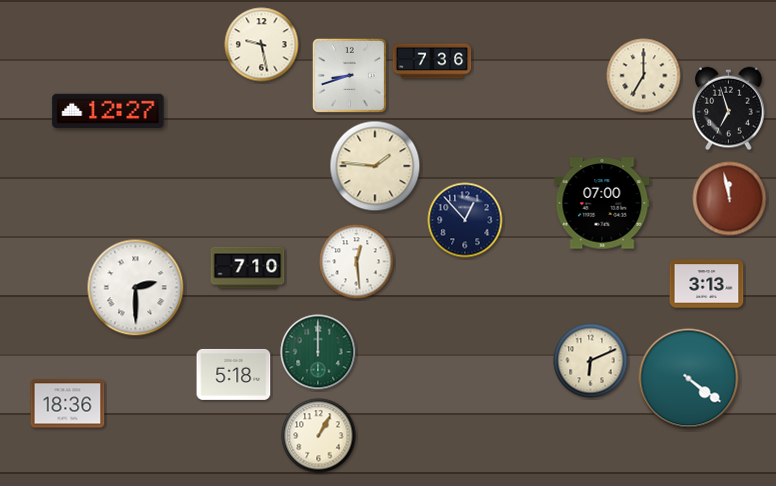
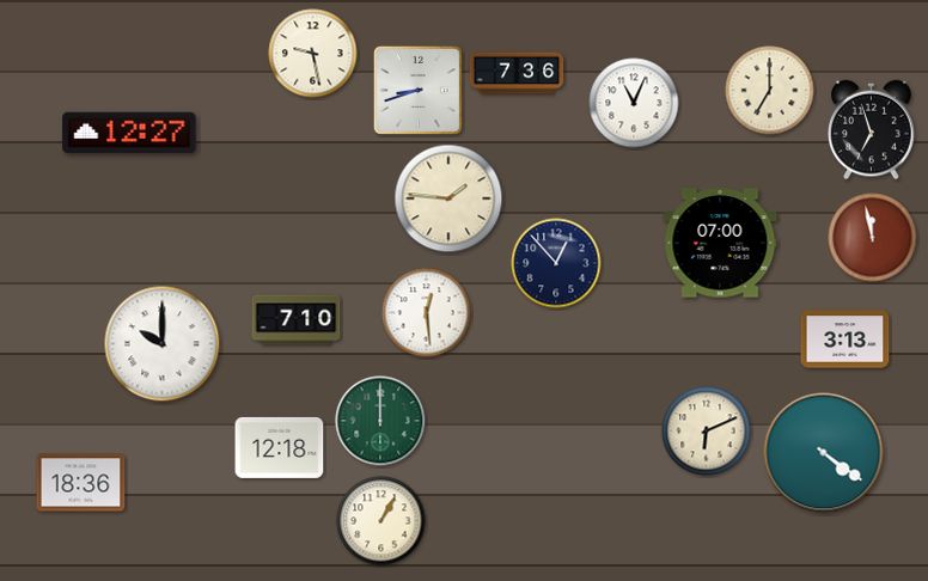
clock at (634, 103): none -> 11:04
clock at (136, 288): 2:30 -> 10:00
clock at (234, 374): 5:18 -> 12:18
